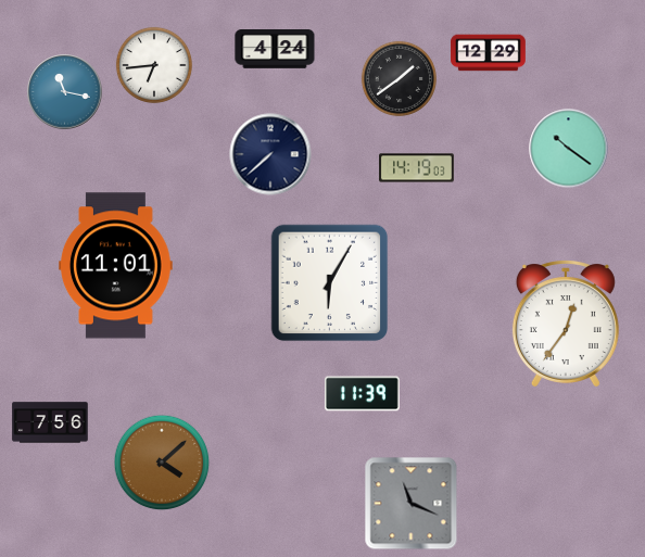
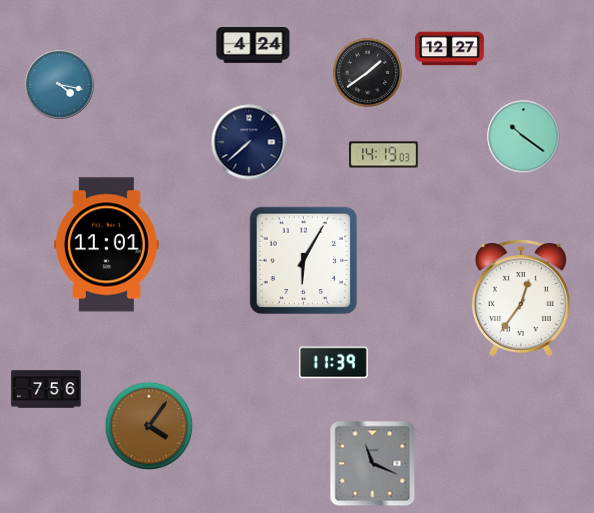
clock at (489, 53): 12:29 -> 12:27
clock at (154, 65): 6:44 -> none
clock at (65, 92): 11:17 -> 4:17
clock at (162, 463): 4:08 -> 4:06
clock at (412, 504) position: (412, 504) -> (373, 464)
